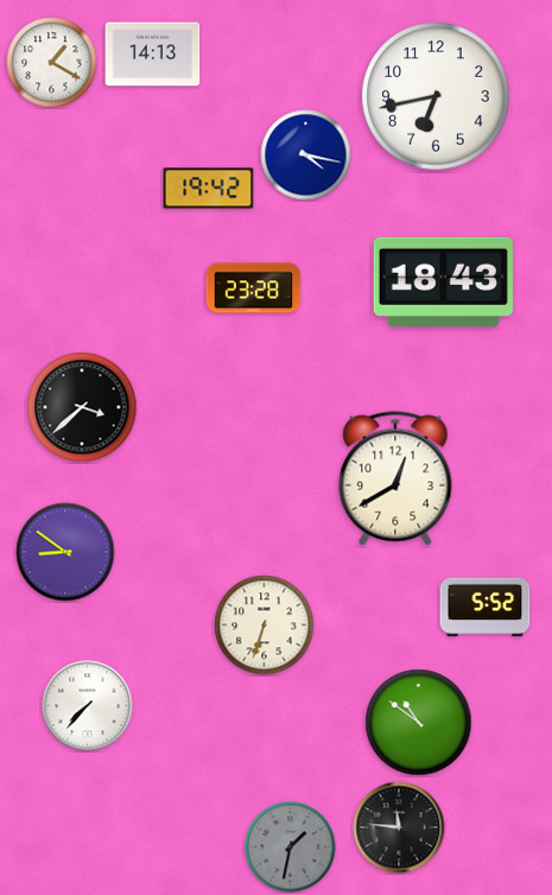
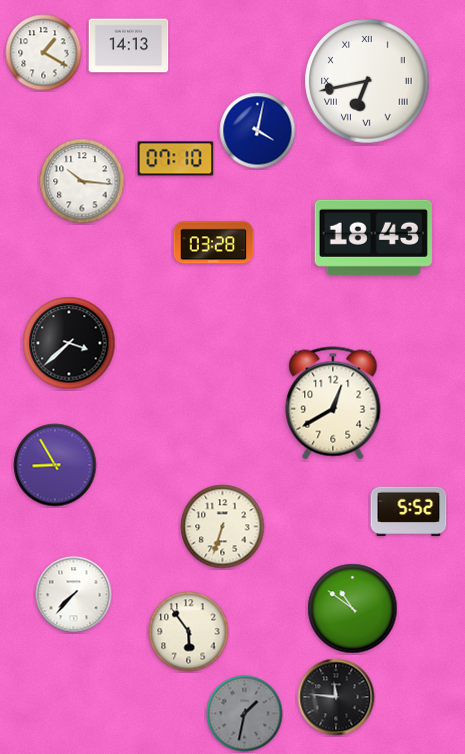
clock at (436, 96) numerals: Arabic -> Roman
clock at (306, 155): 4:17 -> 4:02
clock at (209, 189): 19:42 -> 07:10
clock at (82, 181): none -> 10:16
clock at (254, 288): 23:28 -> 03:28
clock at (65, 552): 8:51 -> 8:55
clock at (189, 632): none -> 5:54
